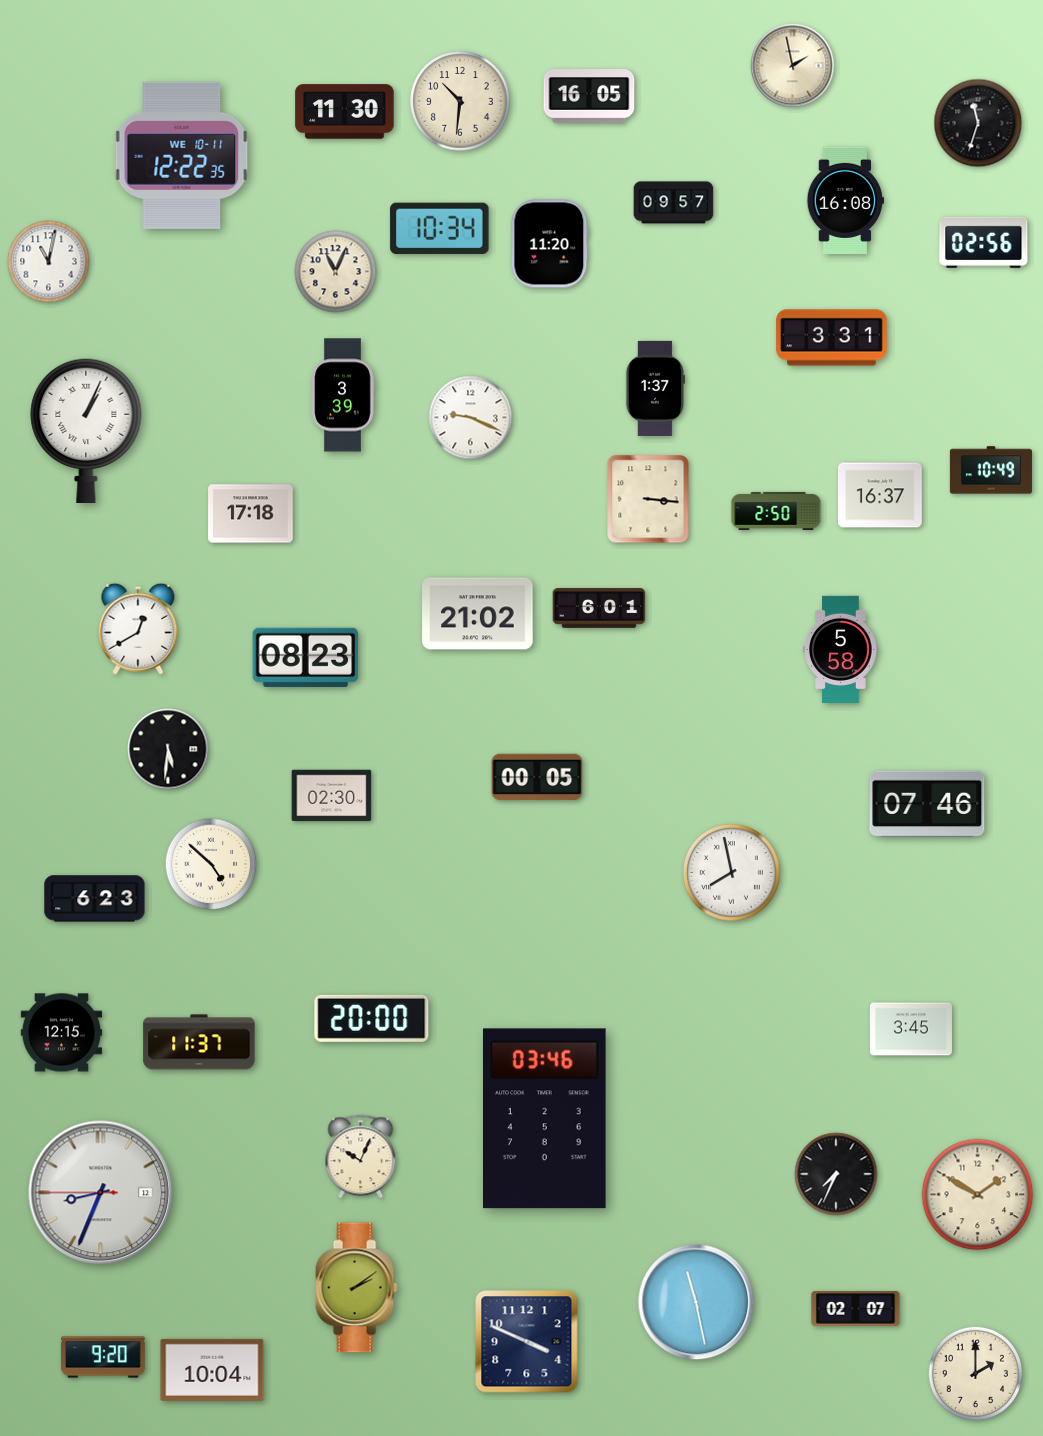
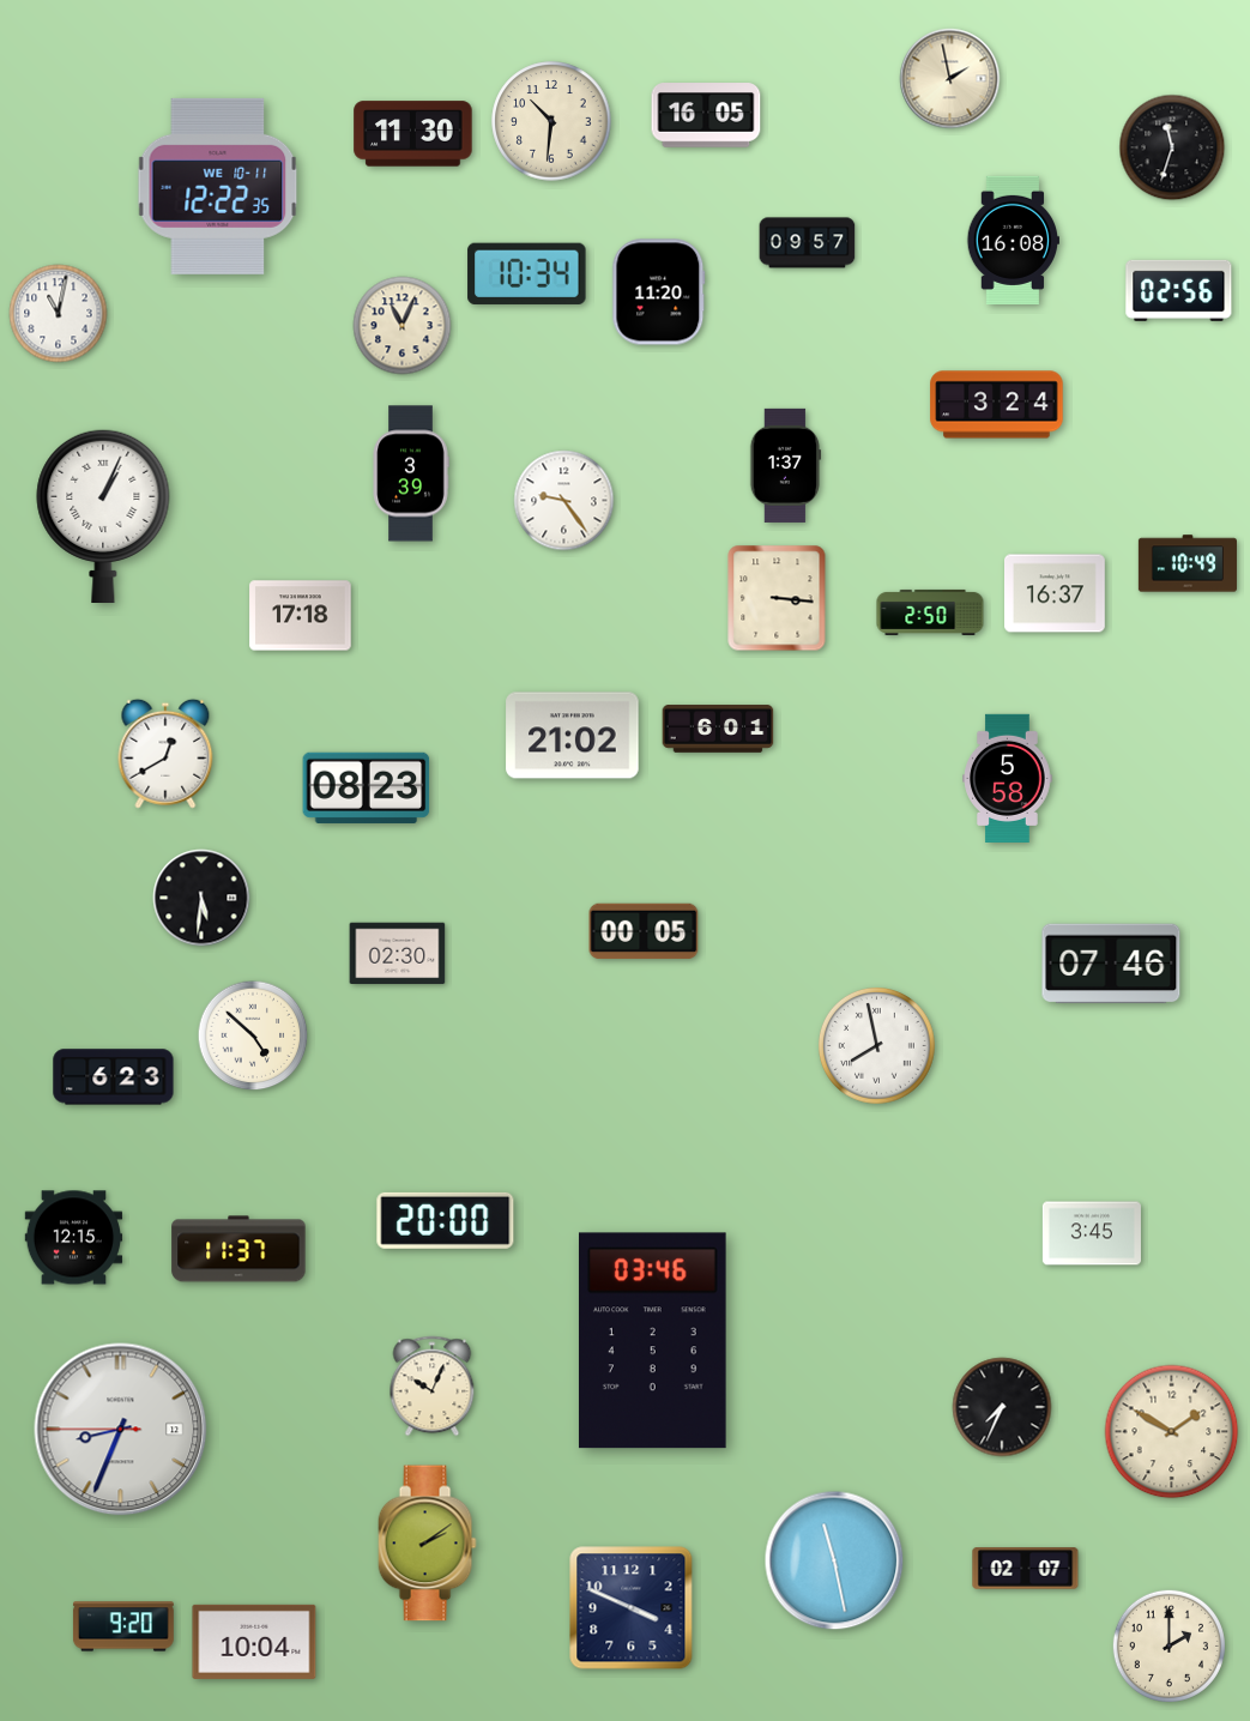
clock at (832, 338): 3:31 -> 3:24
clock at (471, 418): 9:19 -> 9:24
